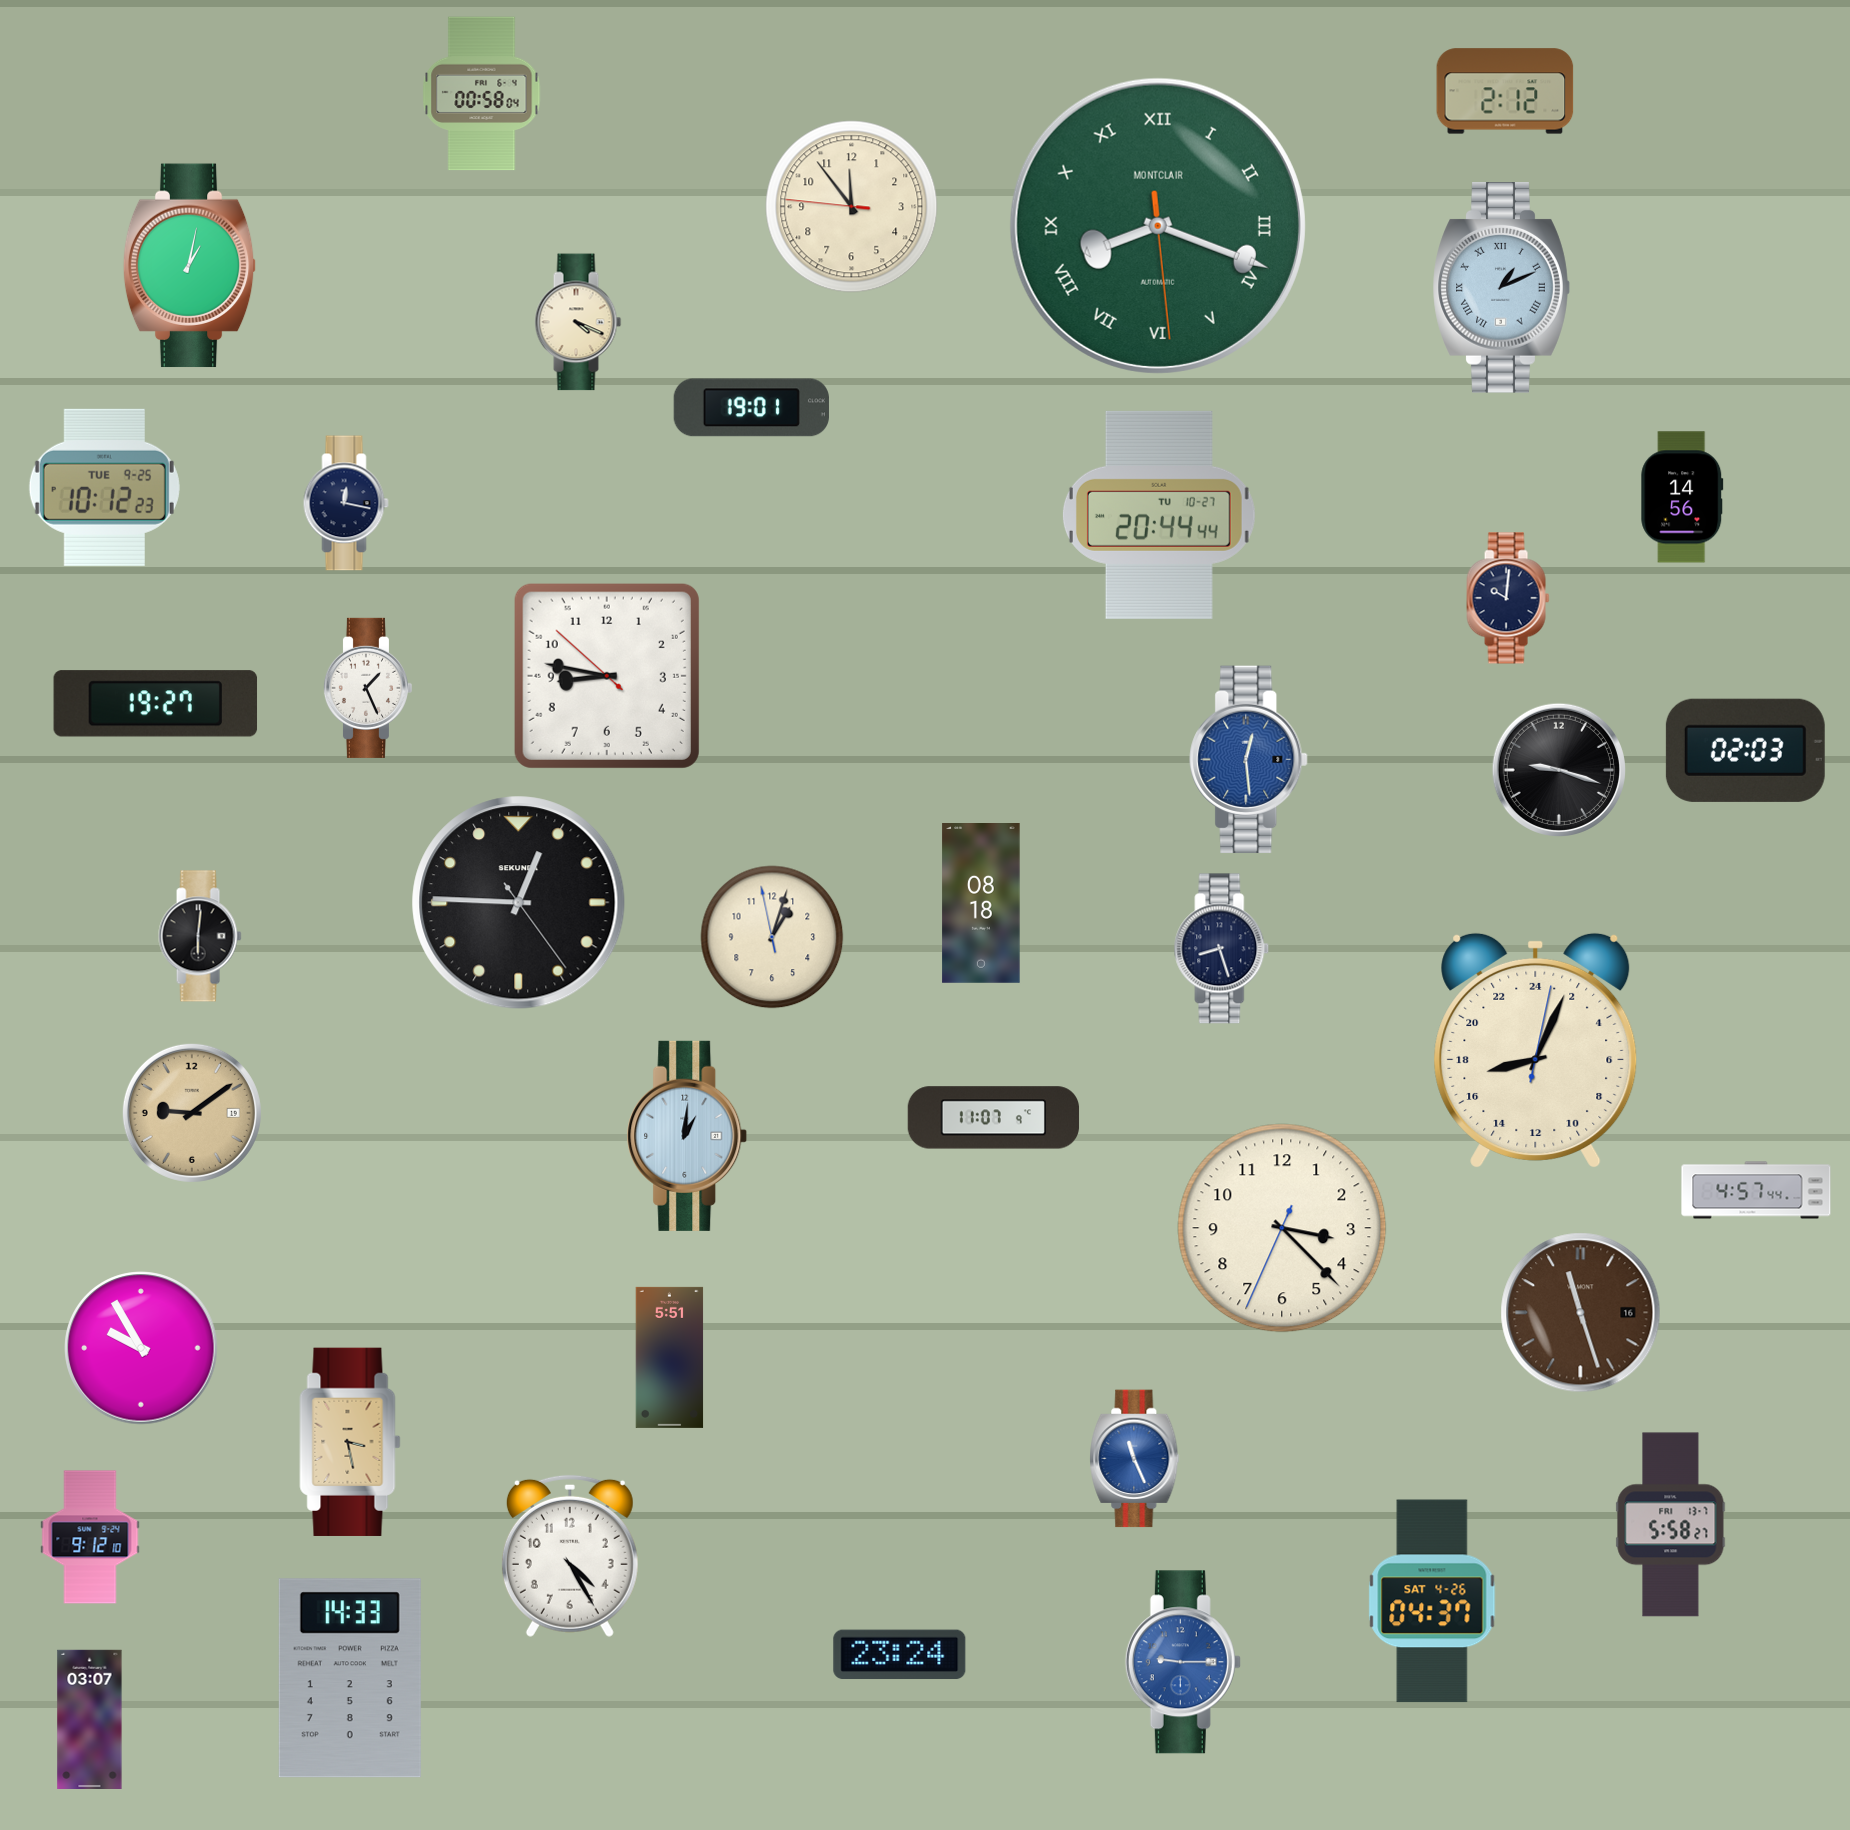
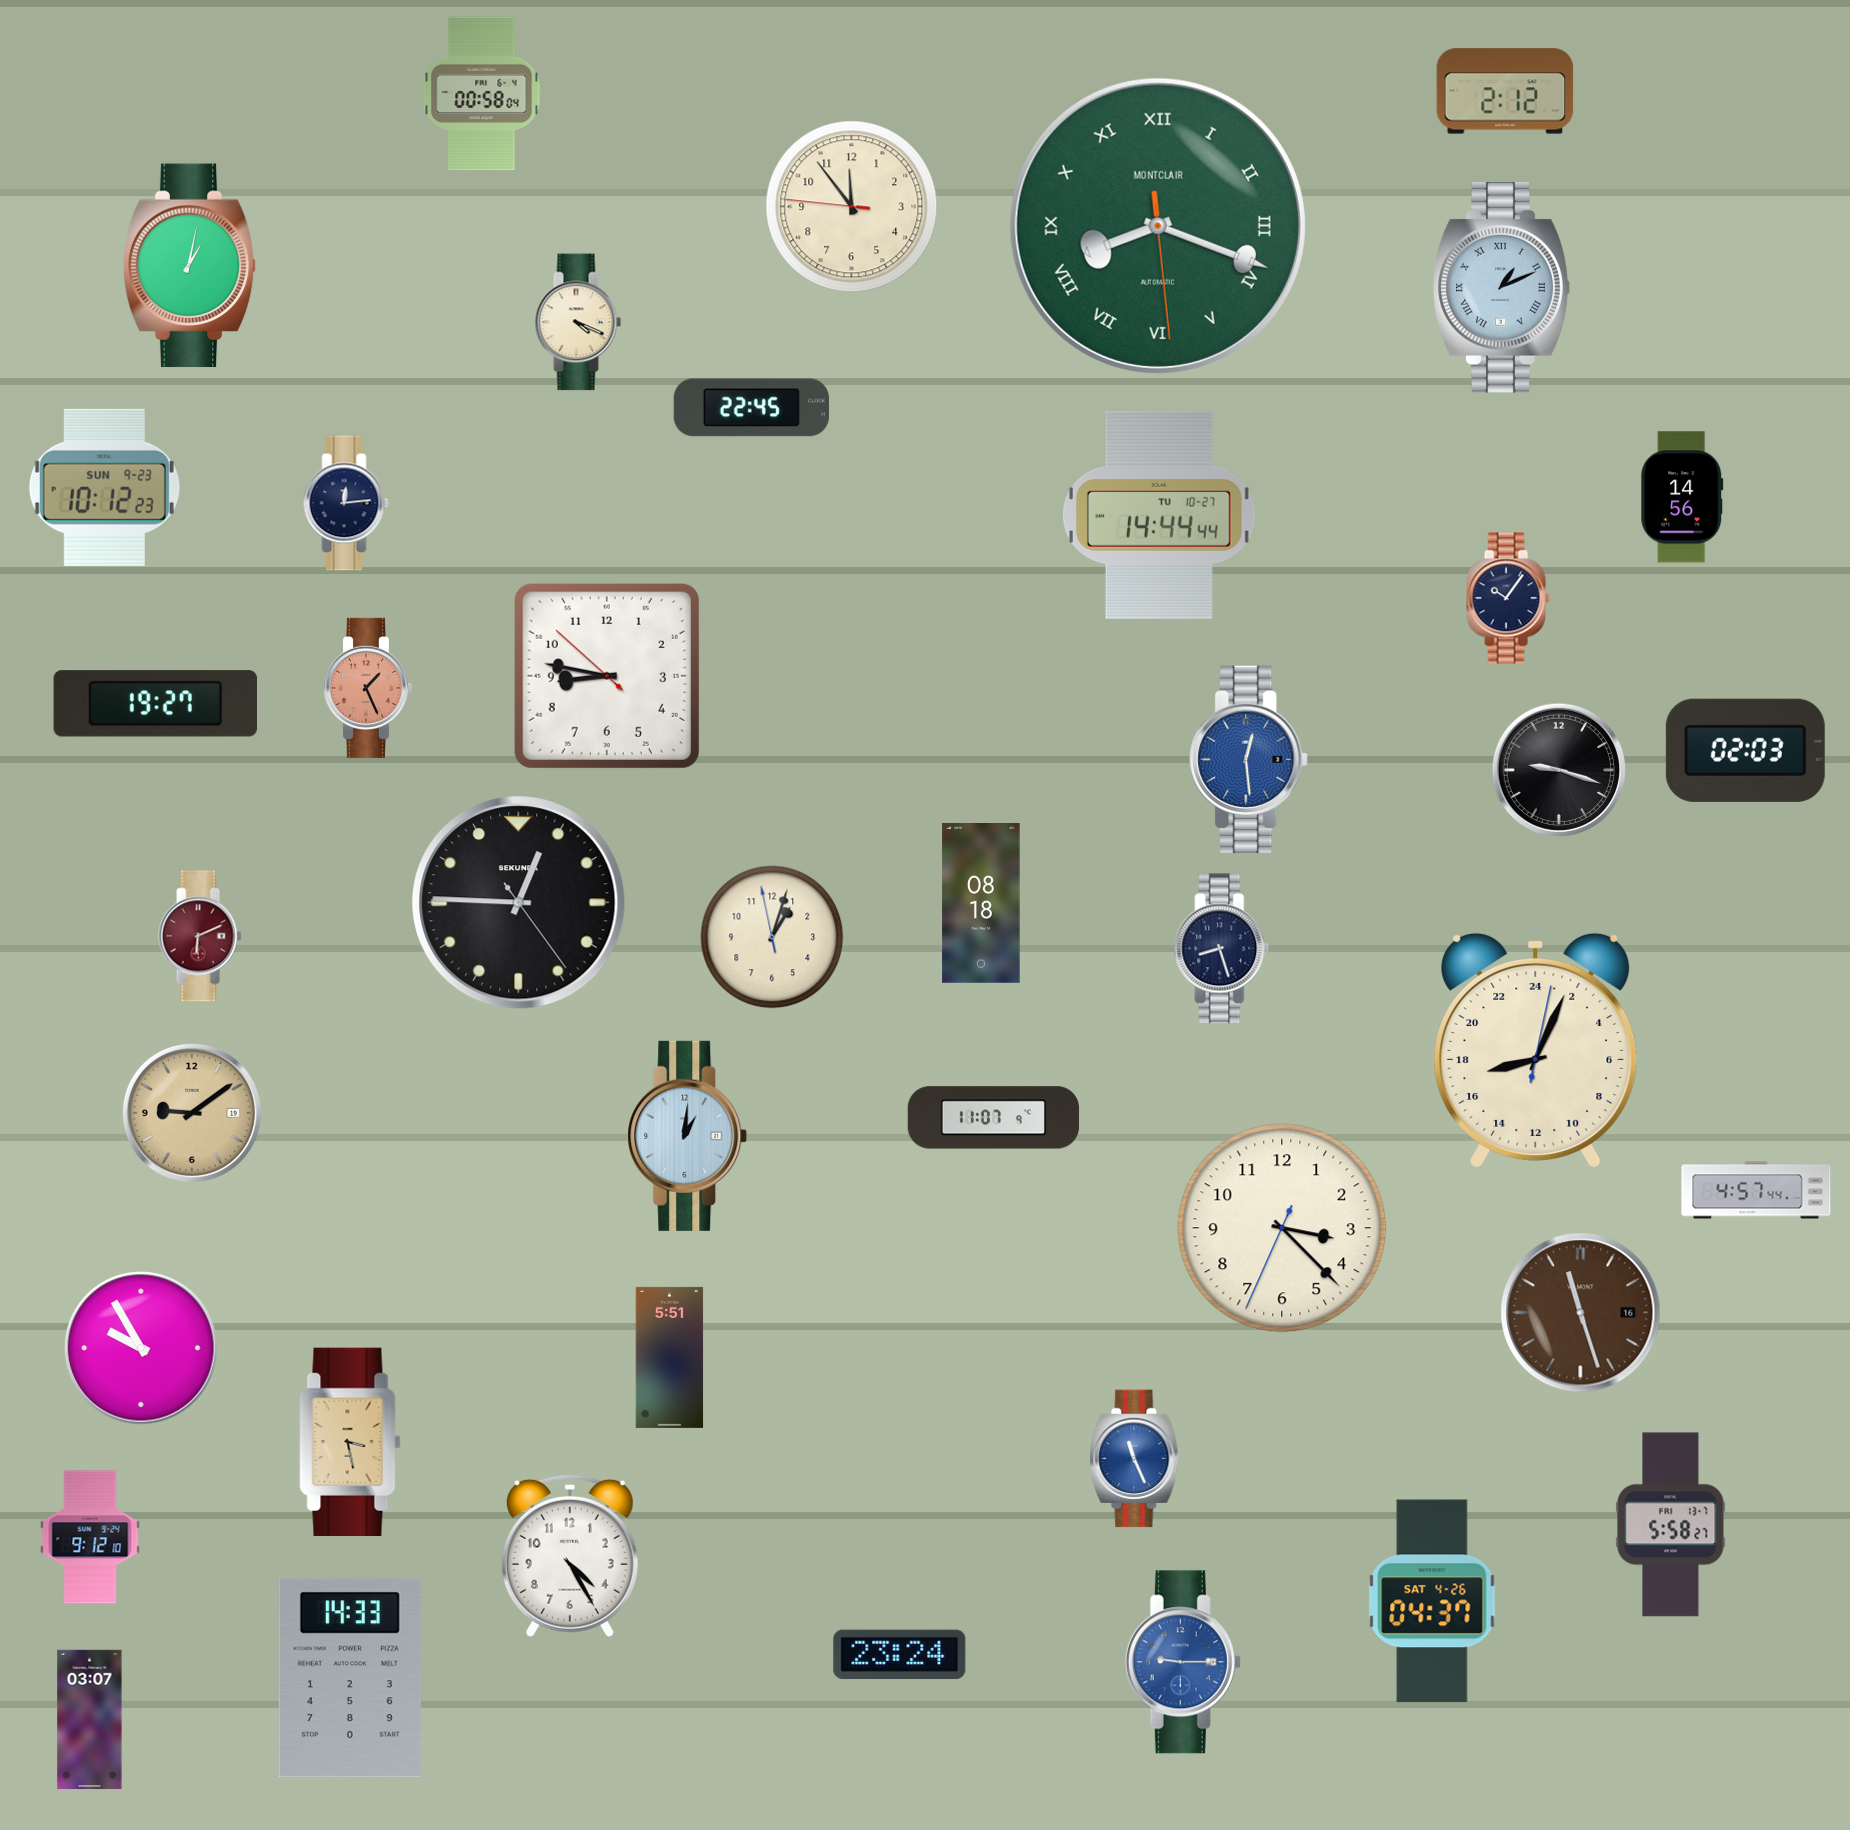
clock at (751, 408): 19:01 -> 22:45
clock at (104, 487) date: TUE 9-25 -> SUN 9-23
clock at (346, 503): 12:17 -> 12:14
clock at (1159, 515): 20:44 -> 14:44
clock at (1508, 598): 10:01 -> 10:06
clock at (367, 688) dial: white -> salmon
clock at (200, 936): 6:01 -> 6:11
clock at (200, 936) dial: black -> burgundy
